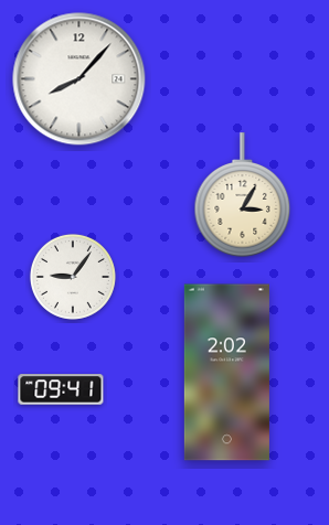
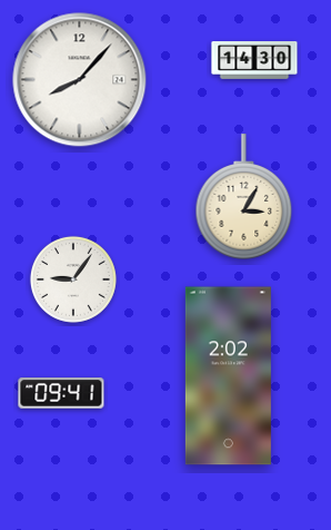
clock at (254, 61): none -> 14:30
